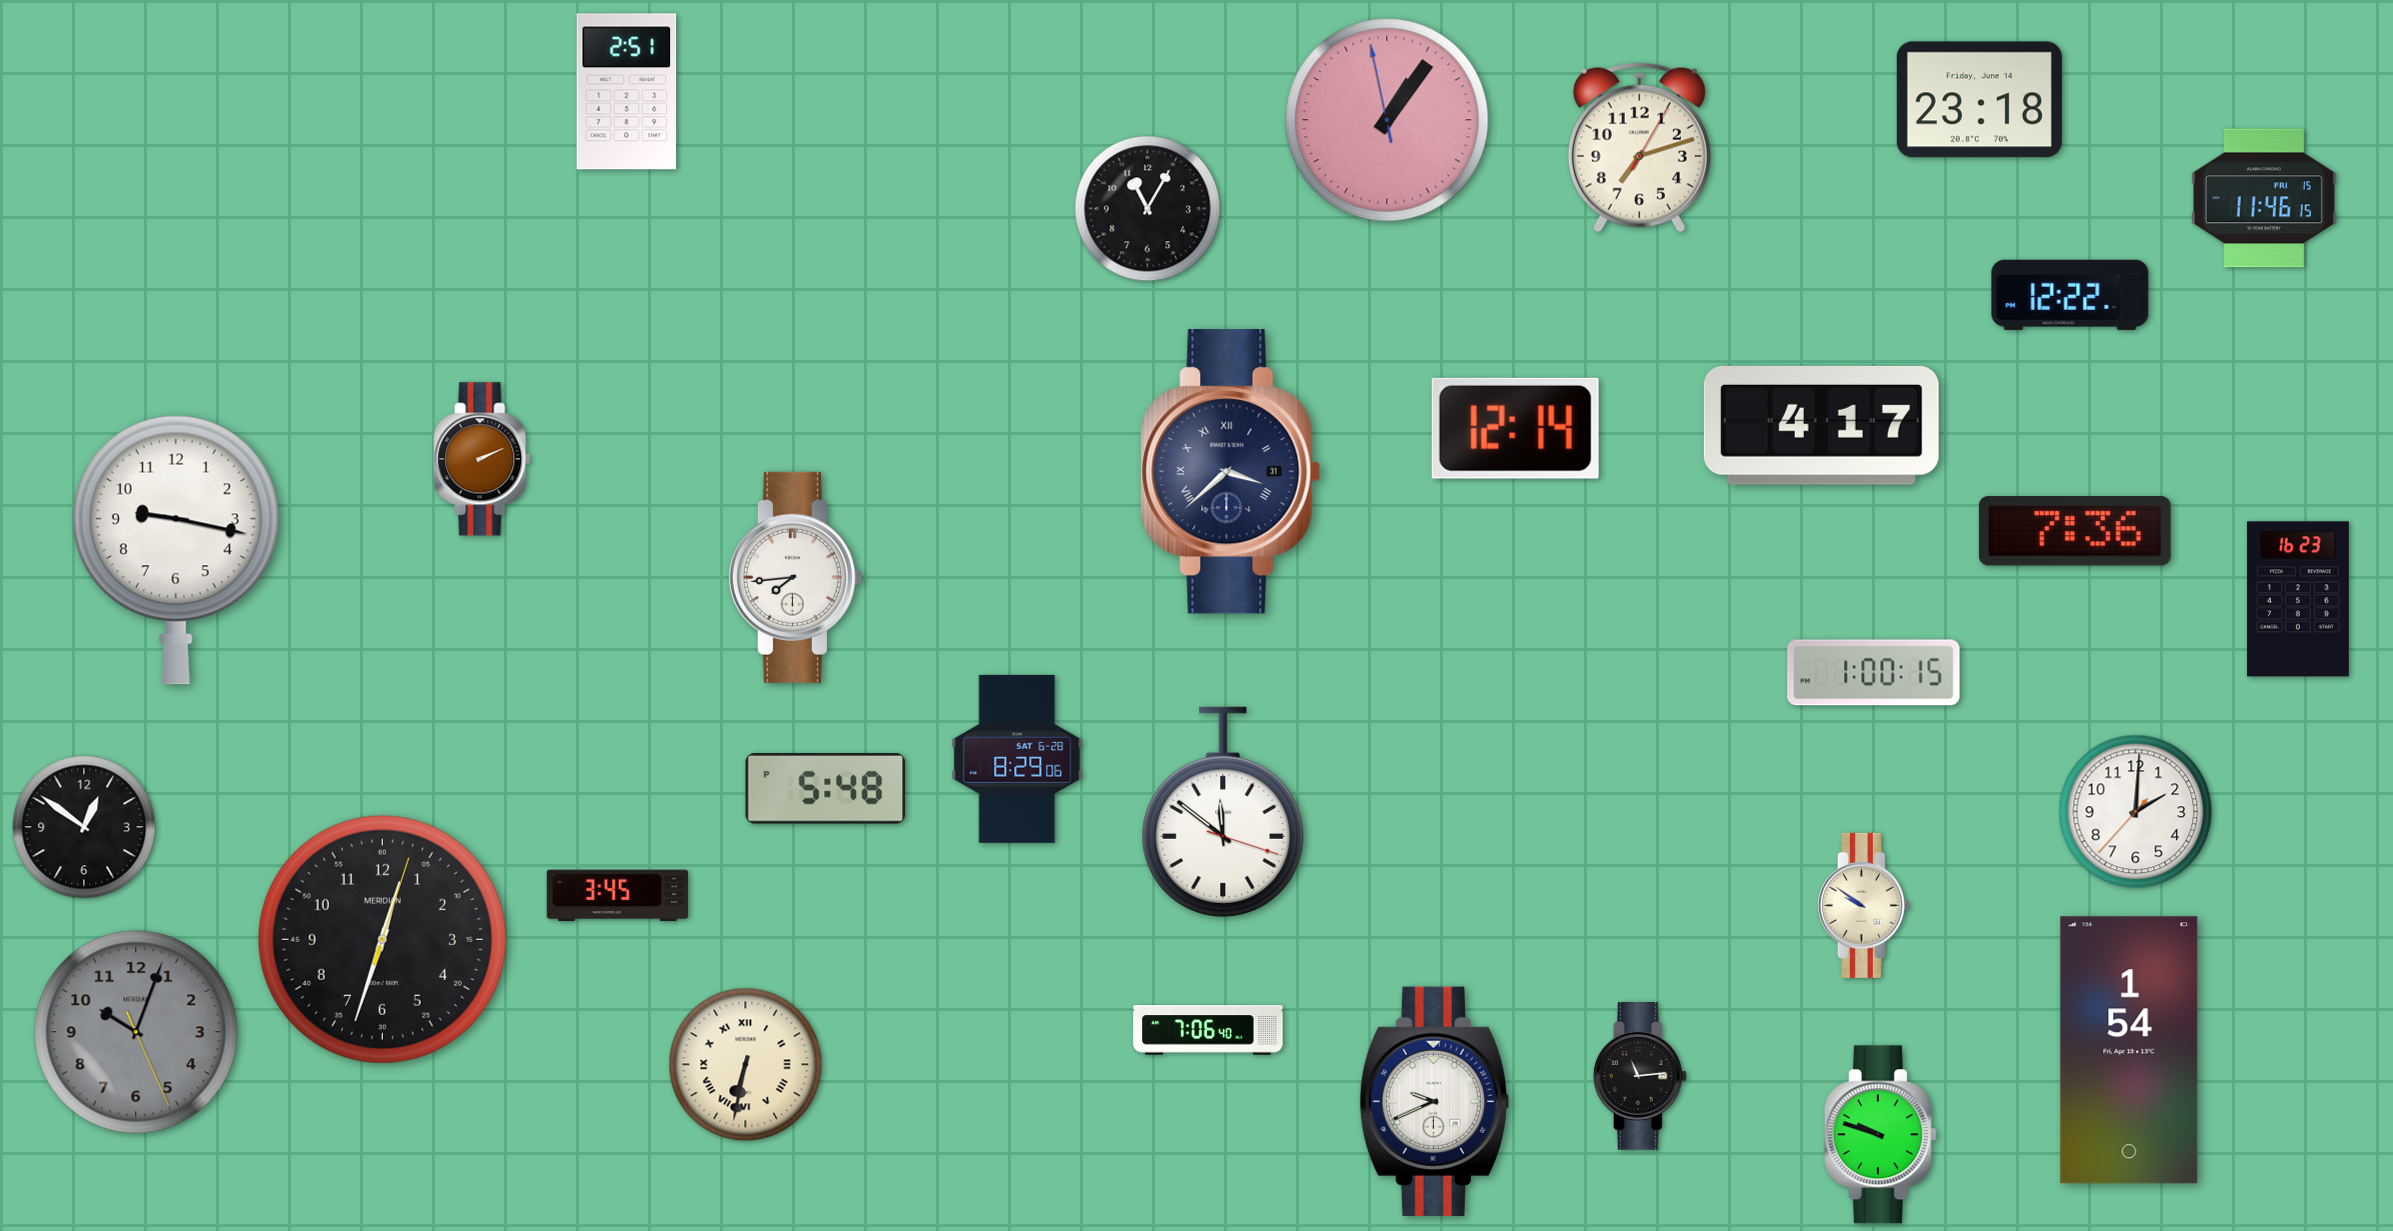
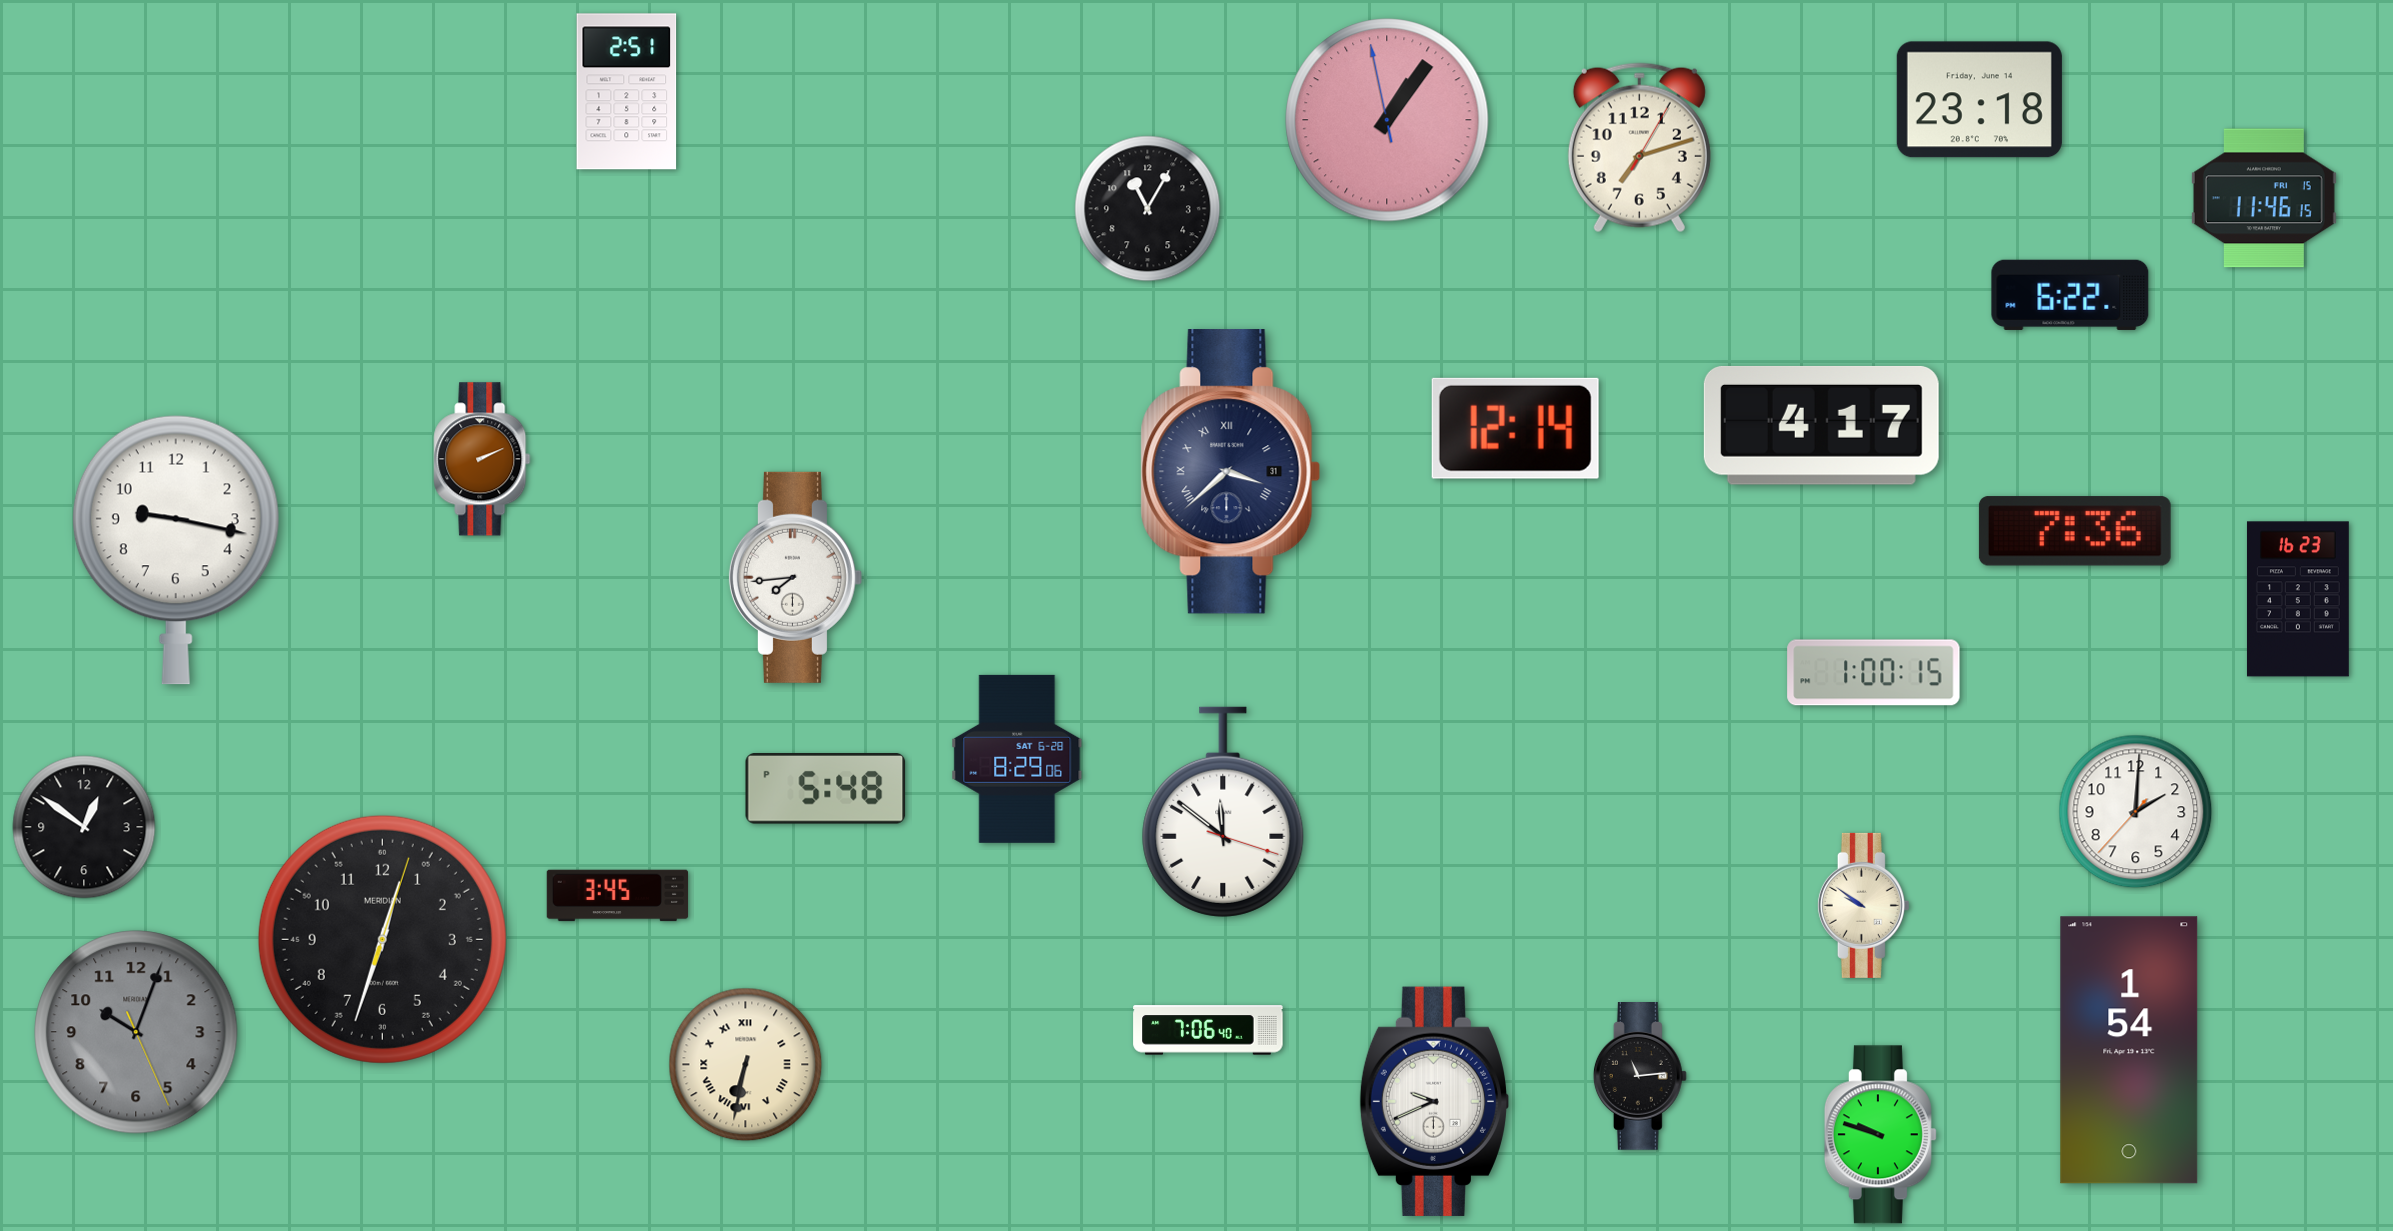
clock at (2070, 295): 12:22 -> 6:22
